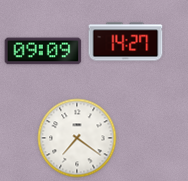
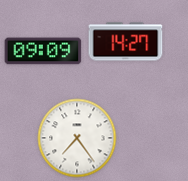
clock at (77, 138): 7:21 -> 7:24
